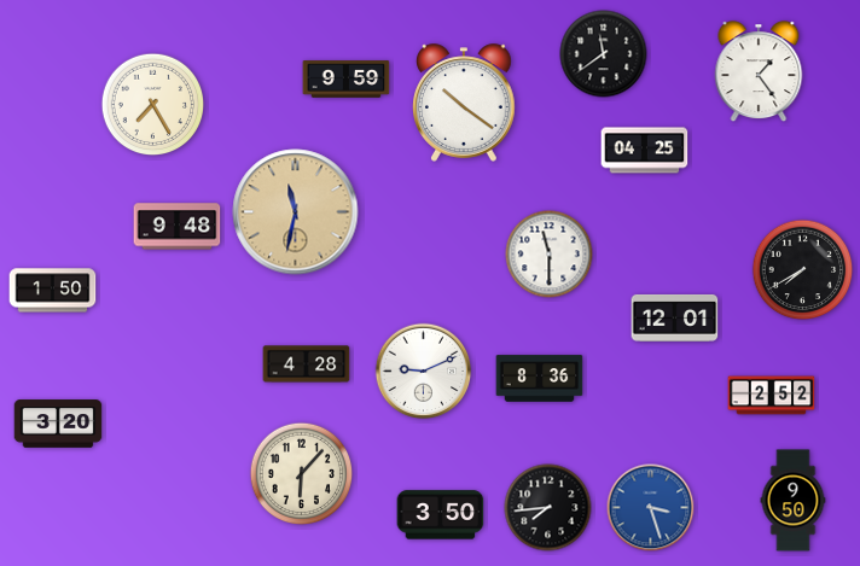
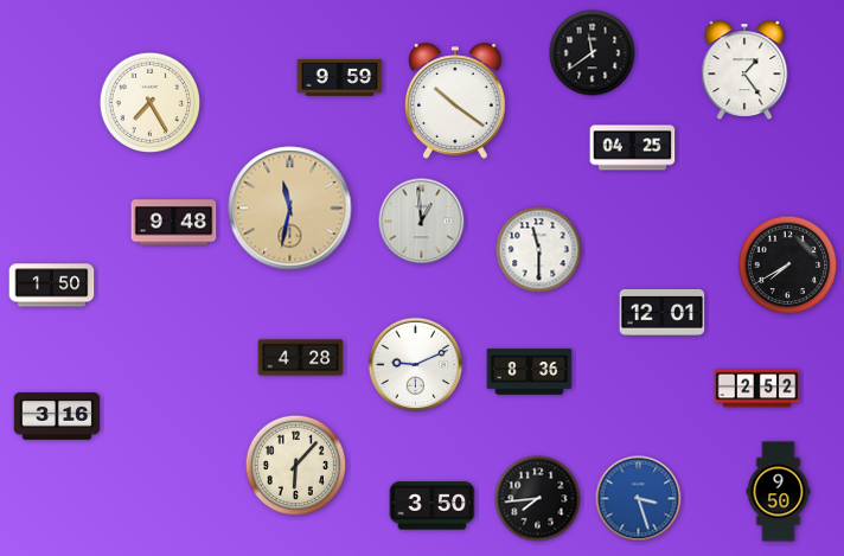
clock at (422, 222): none -> 12:59
clock at (58, 424): 3:20 -> 3:16
